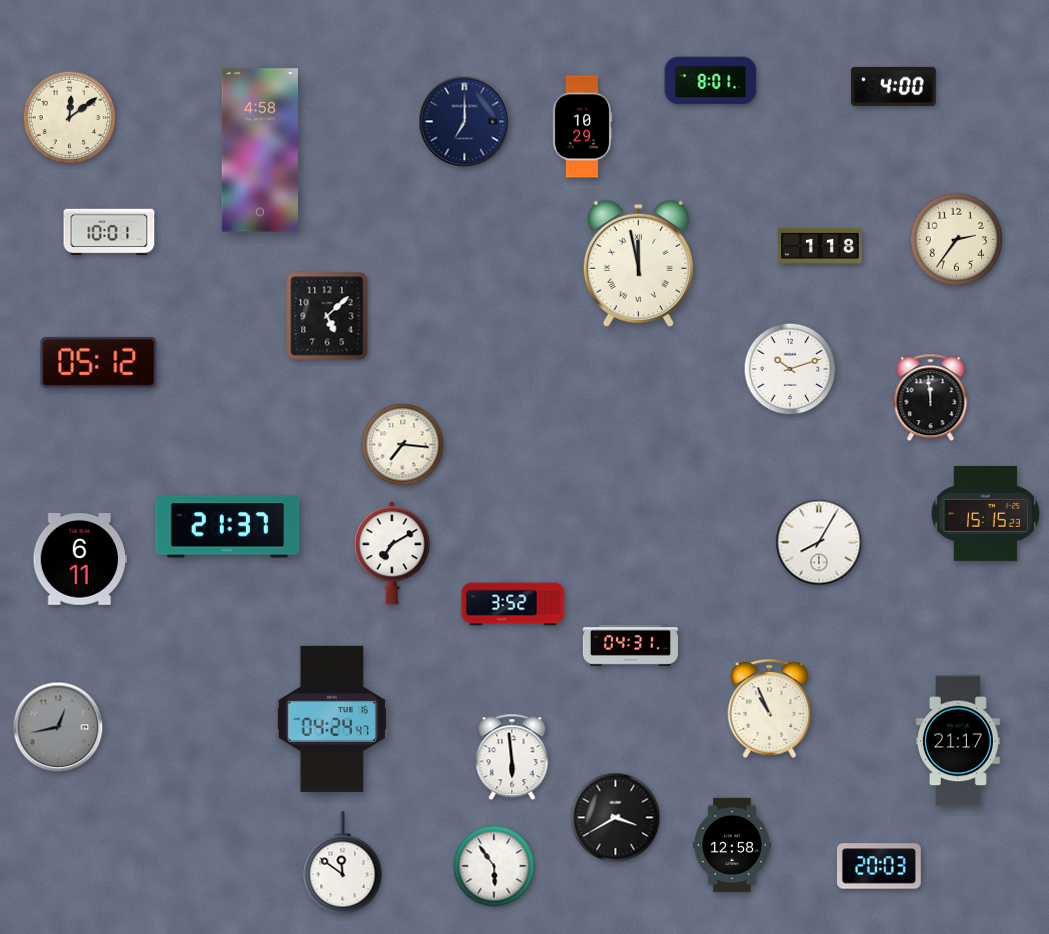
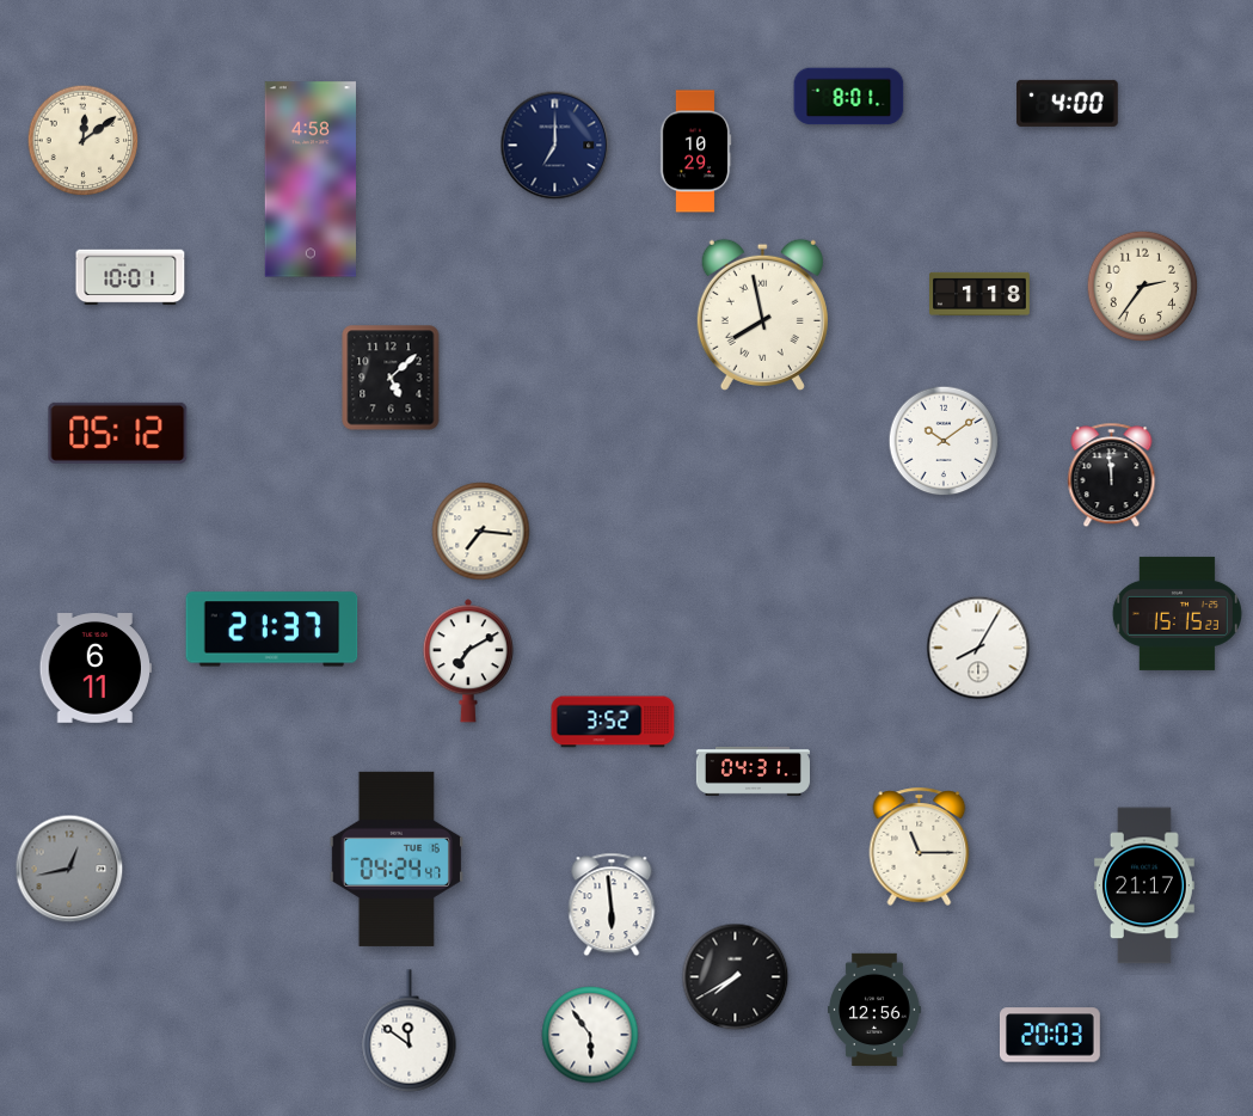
clock at (638, 263): 11:58 -> 7:58
clock at (790, 369): 10:12 -> 10:09
clock at (770, 708): 10:56 -> 11:15
clock at (616, 818): 3:40 -> 7:40
clock at (732, 845): 12:58 -> 12:56
